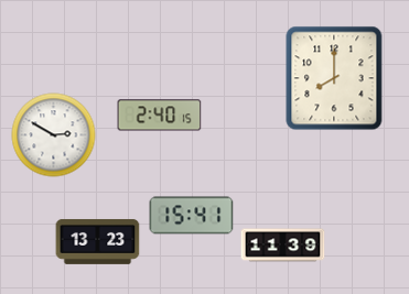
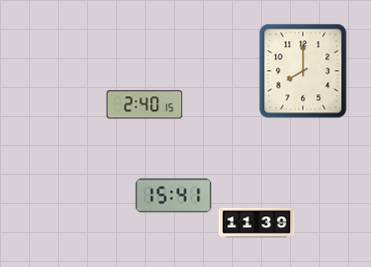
clock at (54, 135): 2:50 -> none
clock at (98, 241): 13:23 -> none
